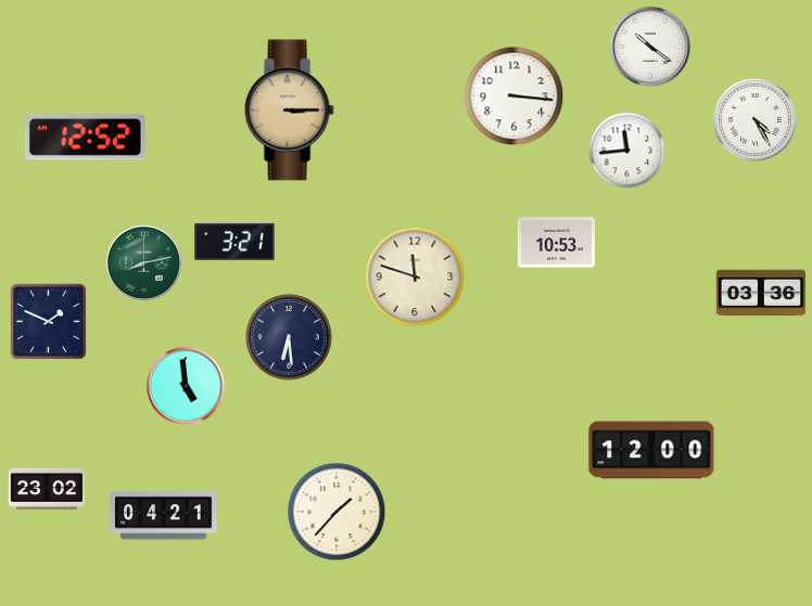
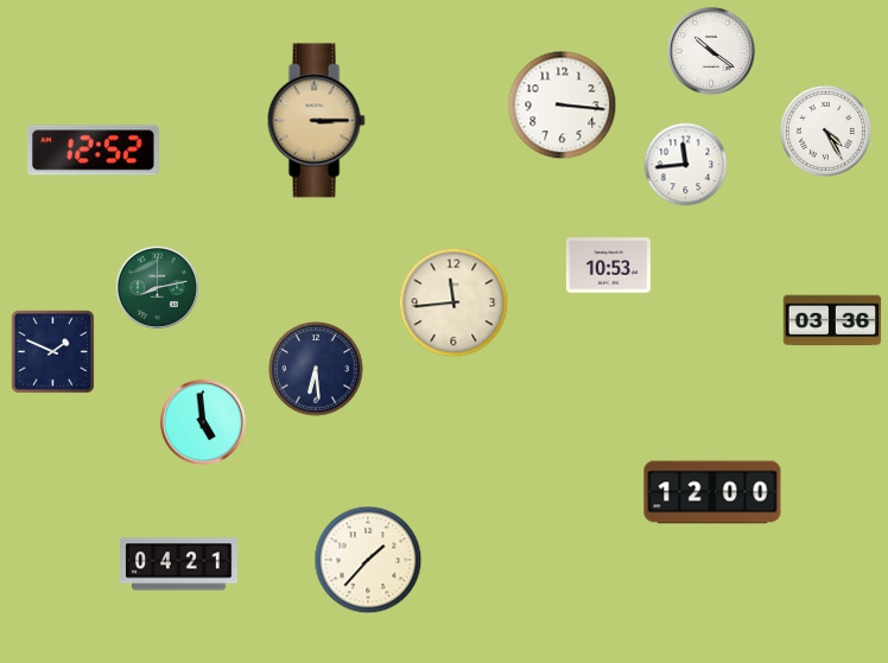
clock at (234, 242): 3:21 -> none
clock at (415, 276): 11:48 -> 11:44
clock at (47, 489): 23:02 -> none
